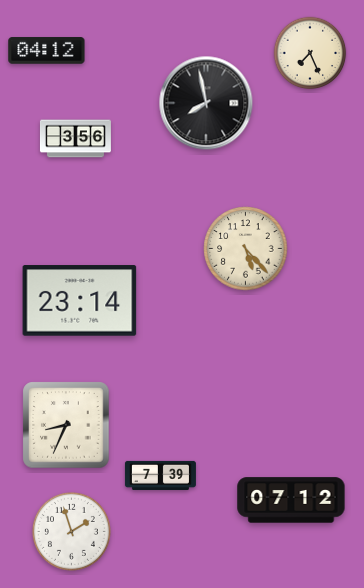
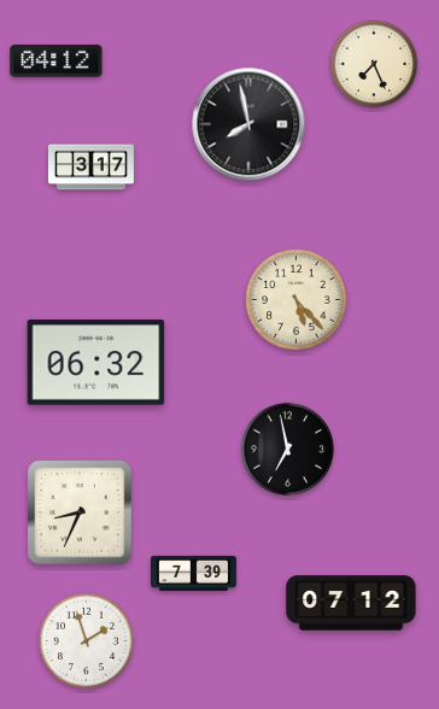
clock at (75, 139): 3:56 -> 3:17
clock at (80, 301): 23:14 -> 06:32
clock at (287, 449): none -> 6:58
